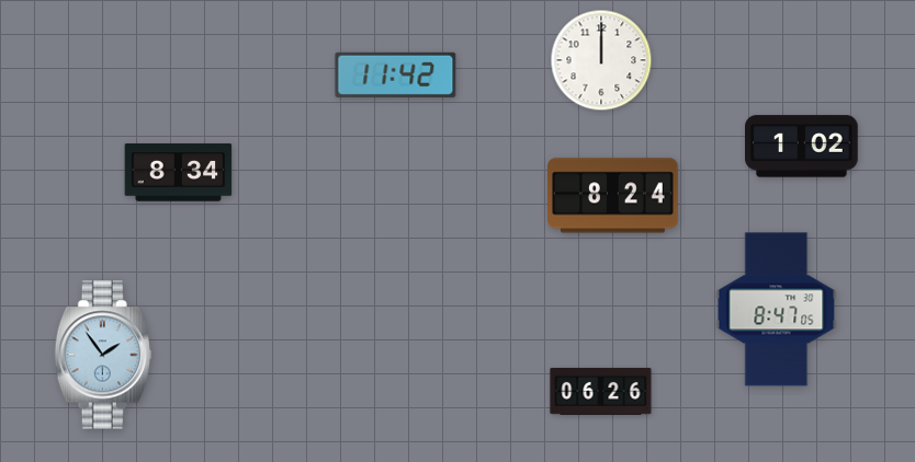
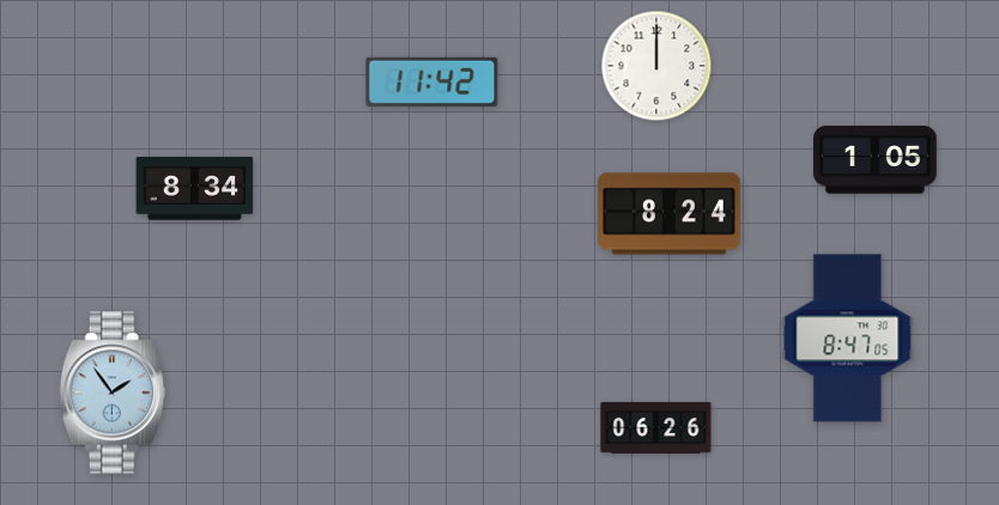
clock at (802, 147): 1:02 -> 1:05
clock at (102, 355) position: (102, 355) -> (111, 393)
